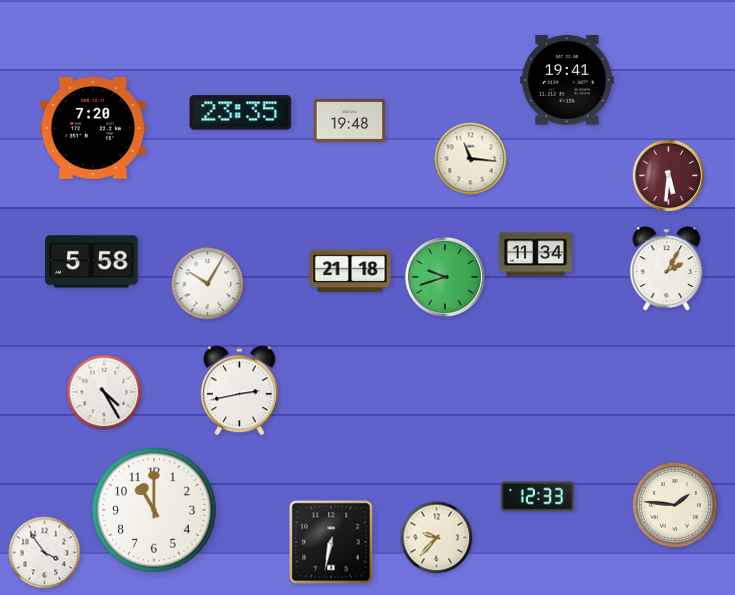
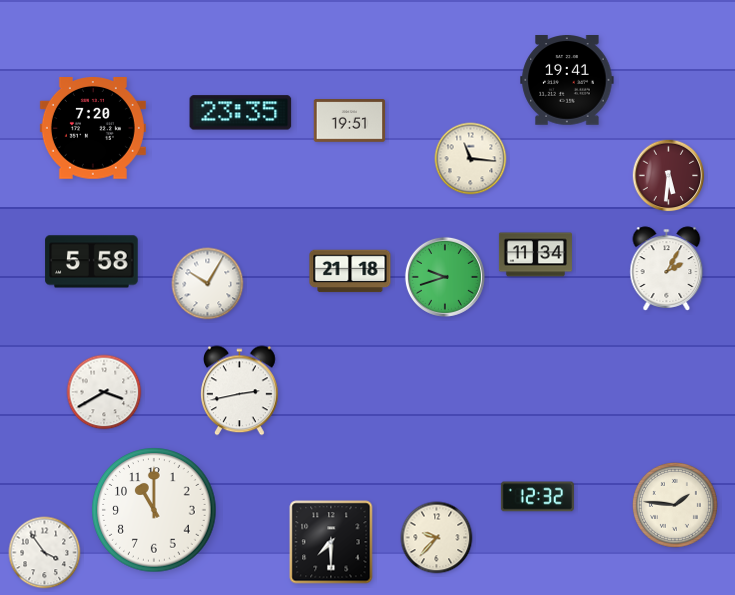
clock at (350, 121): 19:48 -> 19:51
clock at (104, 392): 4:25 -> 3:40
clock at (537, 497): 12:33 -> 12:32
clock at (331, 542): 6:32 -> 7:30
